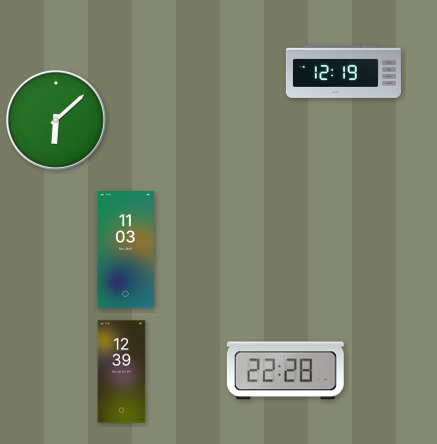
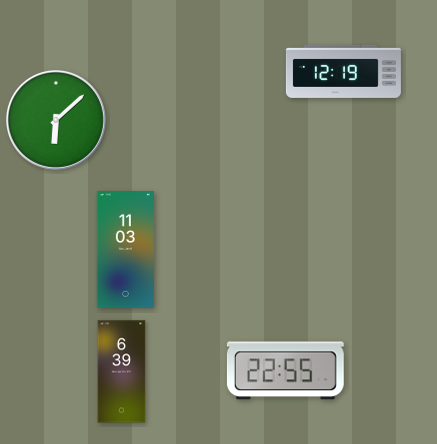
clock at (285, 371): 22:28 -> 22:55
clock at (122, 372): 12:39 -> 6:39
